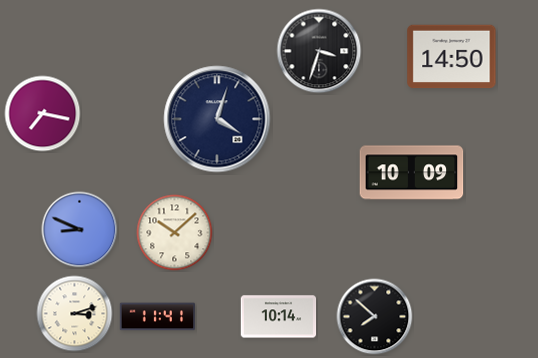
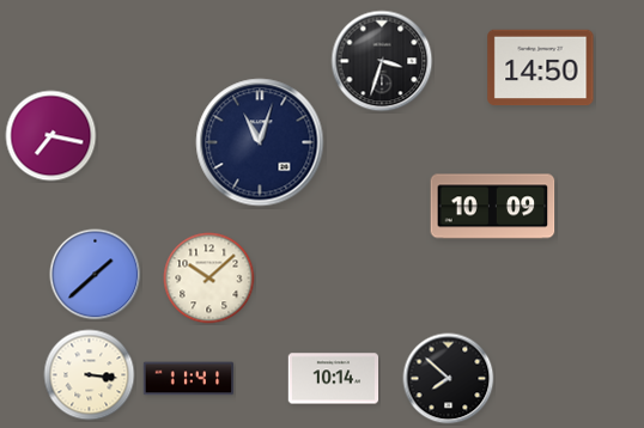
clock at (217, 119): 4:03 -> 11:03
clock at (80, 230): 8:49 -> 1:38
clock at (75, 314): 3:12 -> 3:16
